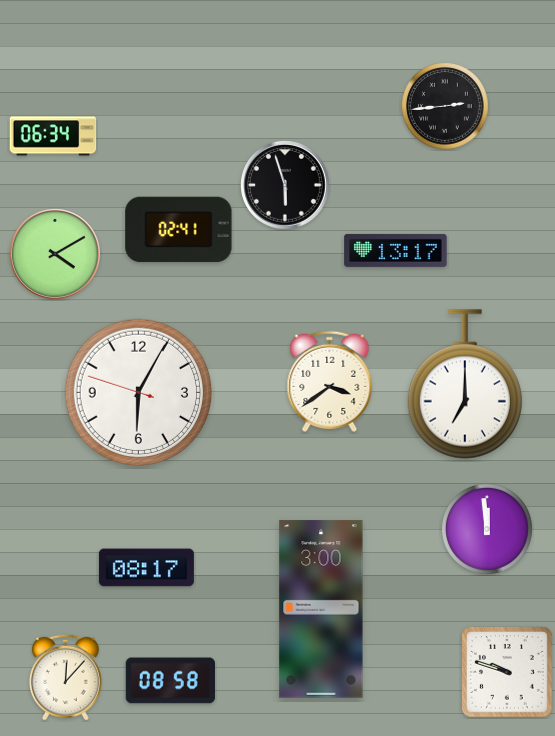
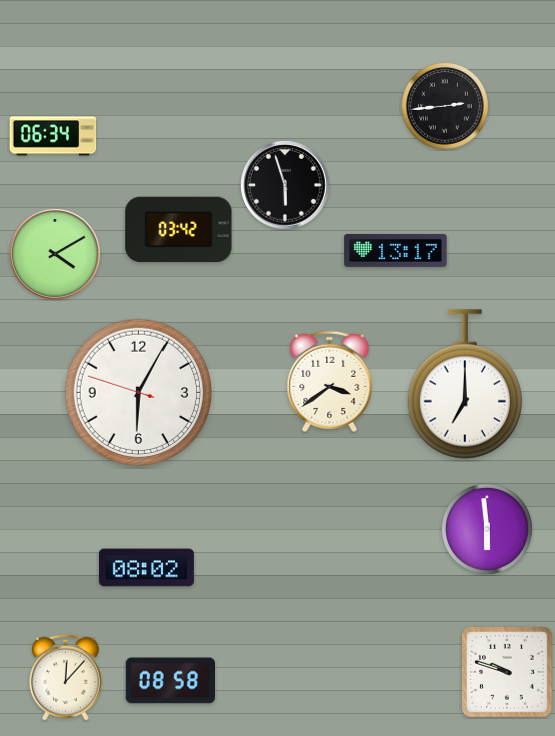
clock at (179, 230): 02:41 -> 03:42
clock at (488, 530): 11:59 -> 5:59
clock at (146, 568): 08:17 -> 08:02
clock at (321, 609): 3:00 -> none
